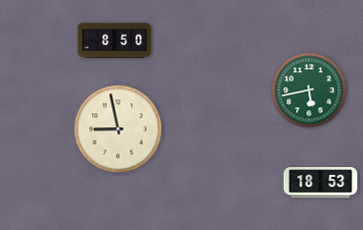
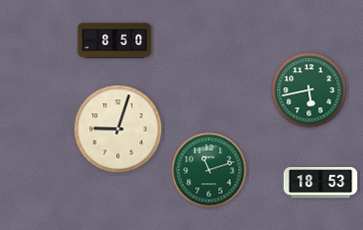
clock at (118, 129): 8:58 -> 9:03
clock at (209, 170): none -> 11:12
